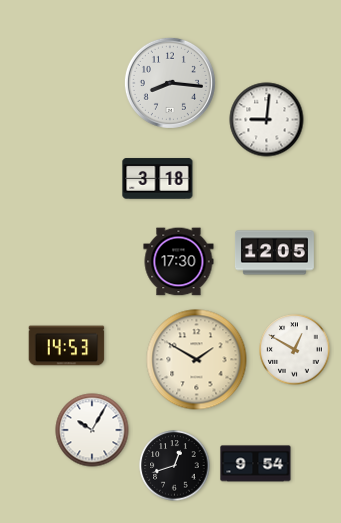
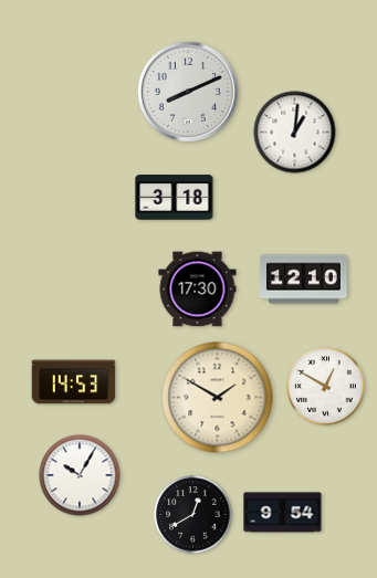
clock at (170, 83): 8:16 -> 8:11
clock at (267, 120): 9:01 -> 1:01
clock at (274, 253): 12:05 -> 12:10
clock at (92, 430) position: (92, 430) -> (80, 475)
clock at (175, 466): 12:42 -> 12:40
